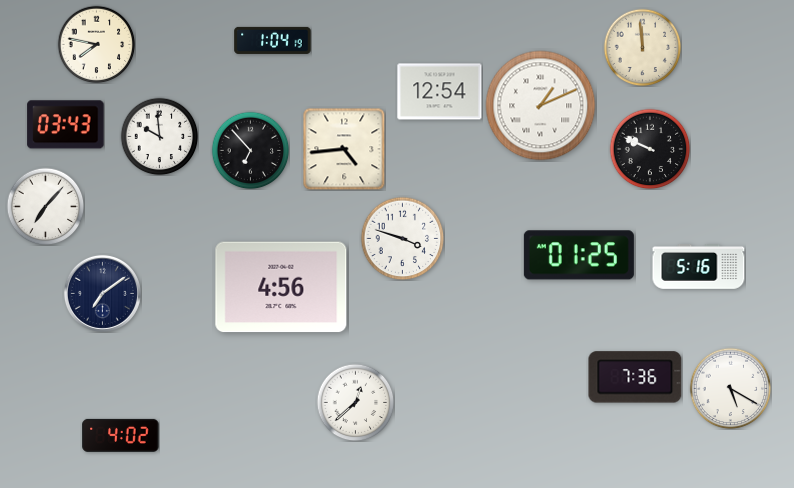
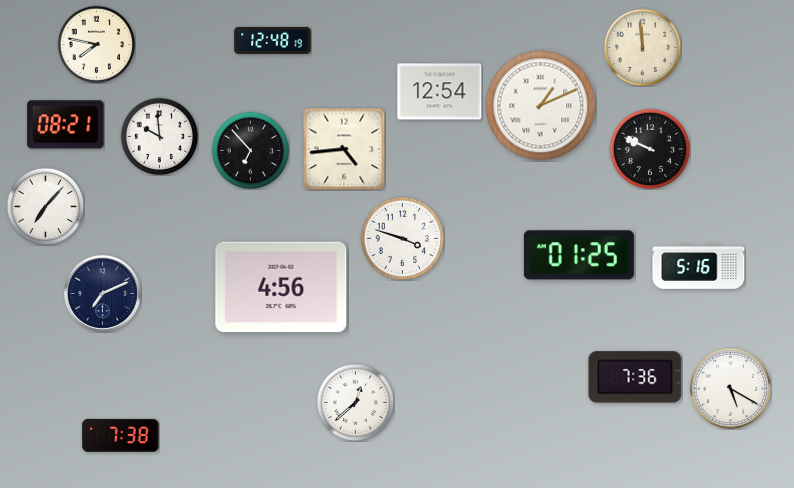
clock at (273, 40): 1:04 -> 12:48
clock at (66, 125): 03:43 -> 08:21
clock at (102, 293): 7:09 -> 7:11
clock at (121, 435): 4:02 -> 7:38
